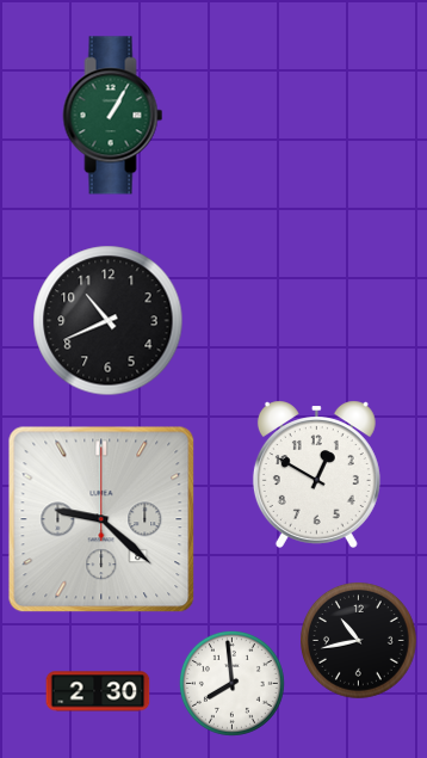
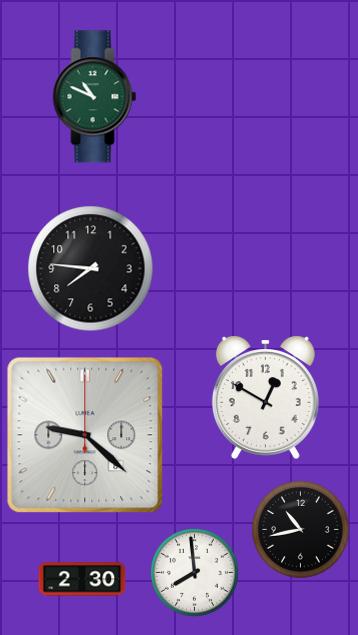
clock at (113, 116): 1:05 -> 10:49
clock at (109, 321): 10:41 -> 7:46
clock at (359, 641) position: (359, 641) -> (301, 530)
